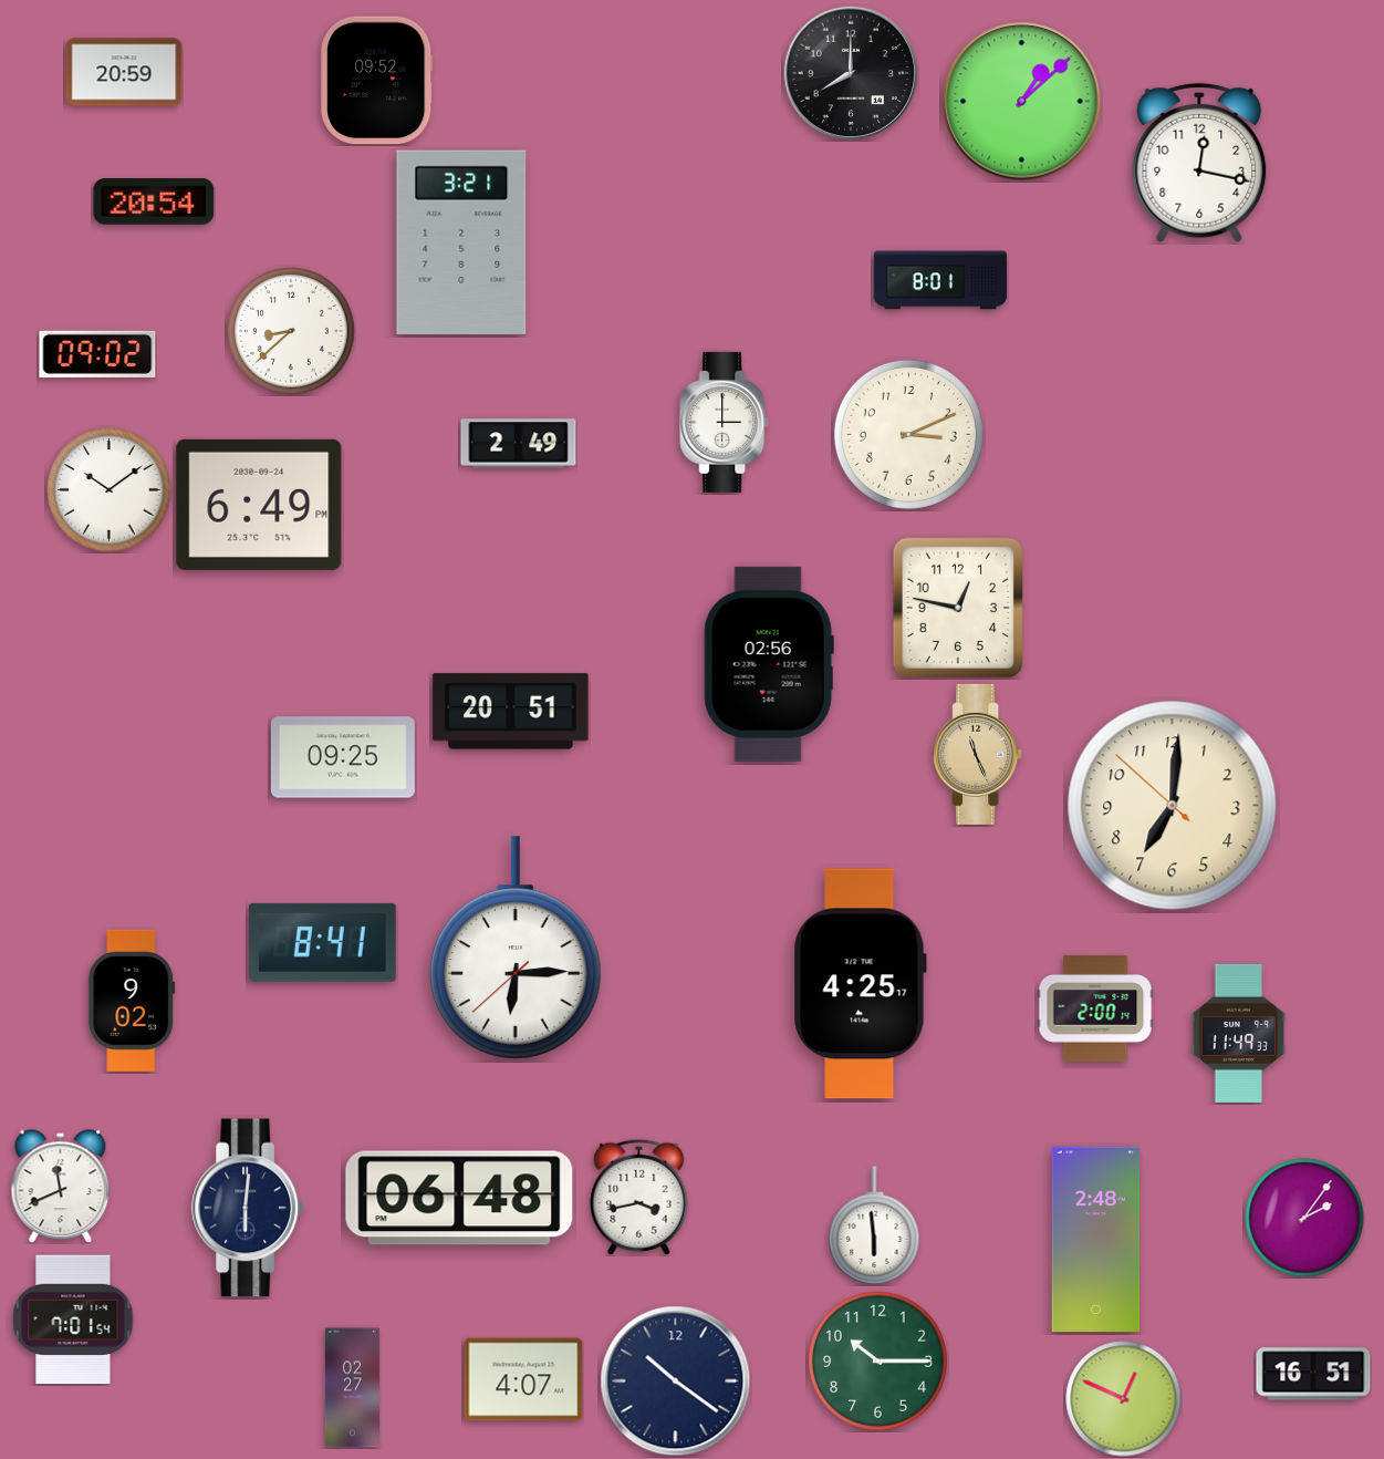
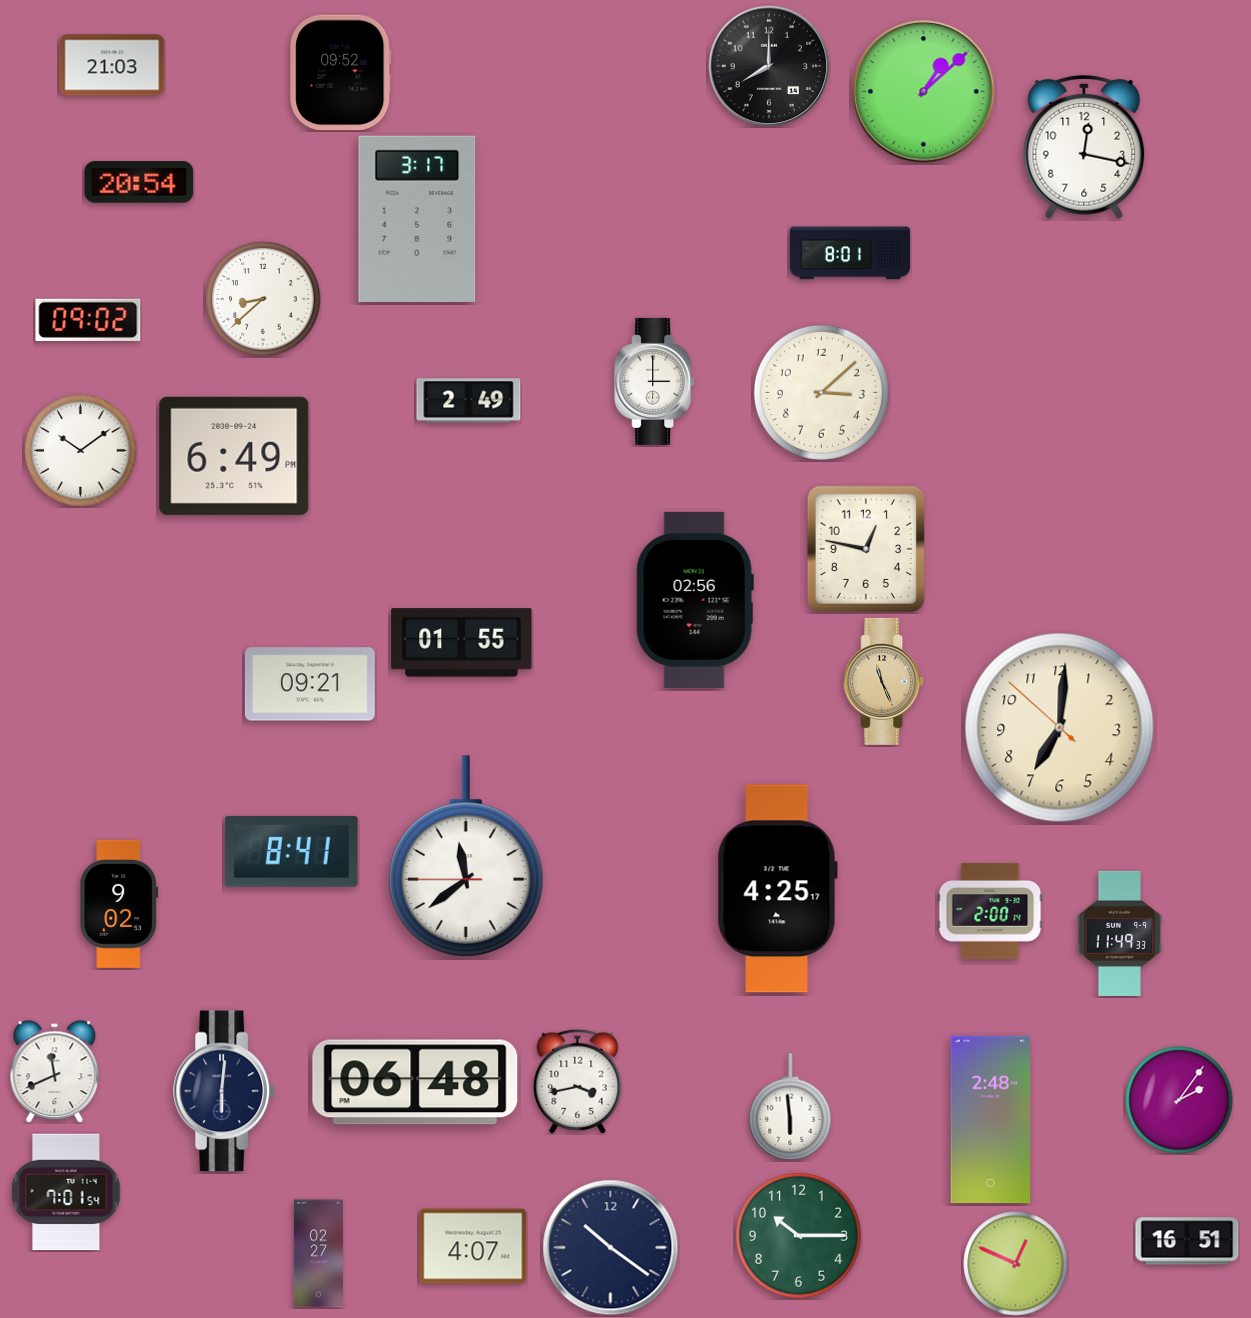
clock at (124, 72): 20:59 -> 21:03
clock at (461, 241): 3:21 -> 3:17
clock at (908, 434): 3:11 -> 3:08
clock at (110, 490) position: (110, 490) -> (81, 451)
clock at (511, 712): 20:51 -> 01:55
clock at (343, 757): 09:25 -> 09:21
clock at (516, 948): 6:14 -> 11:38
clock at (877, 1360) position: (877, 1360) -> (798, 1235)
